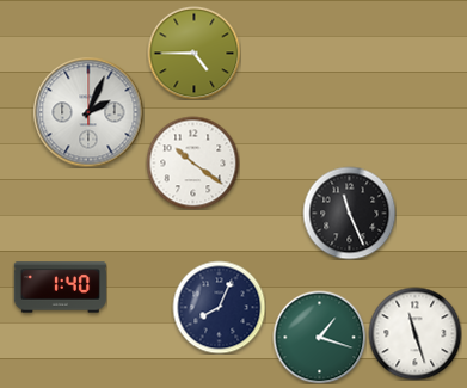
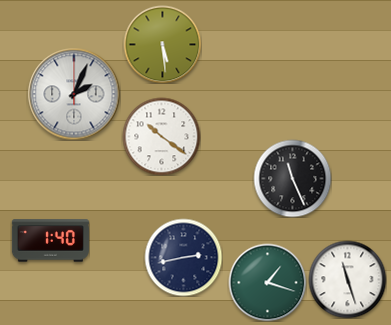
clock at (193, 53): 4:45 -> 5:29
clock at (219, 307): 8:04 -> 2:43
